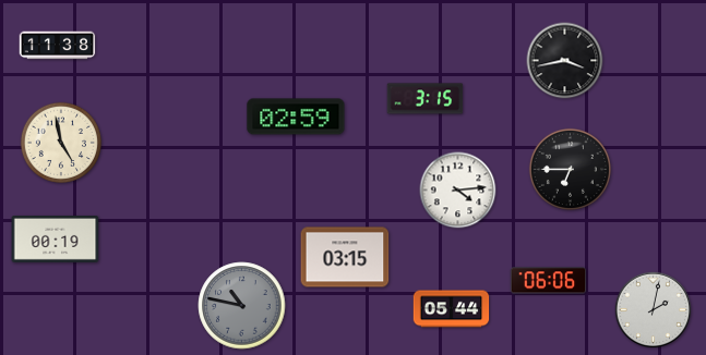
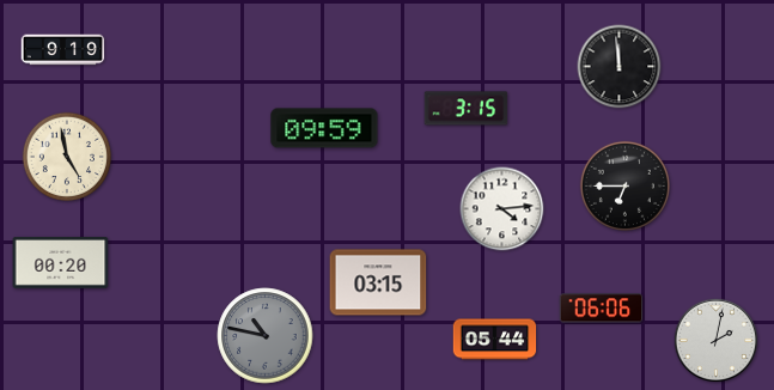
clock at (58, 46): 11:38 -> 9:19
clock at (565, 61): 3:43 -> 11:59
clock at (296, 117): 02:59 -> 09:59
clock at (56, 240): 00:19 -> 00:20
